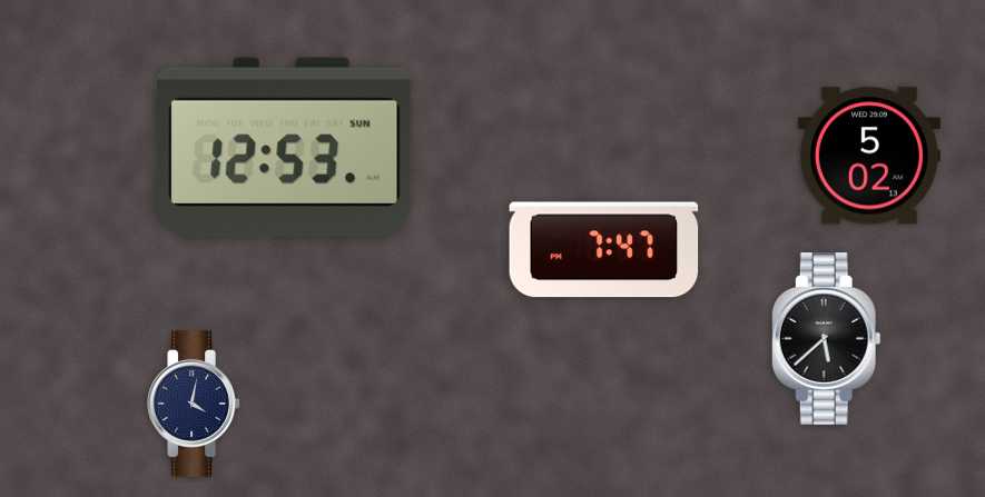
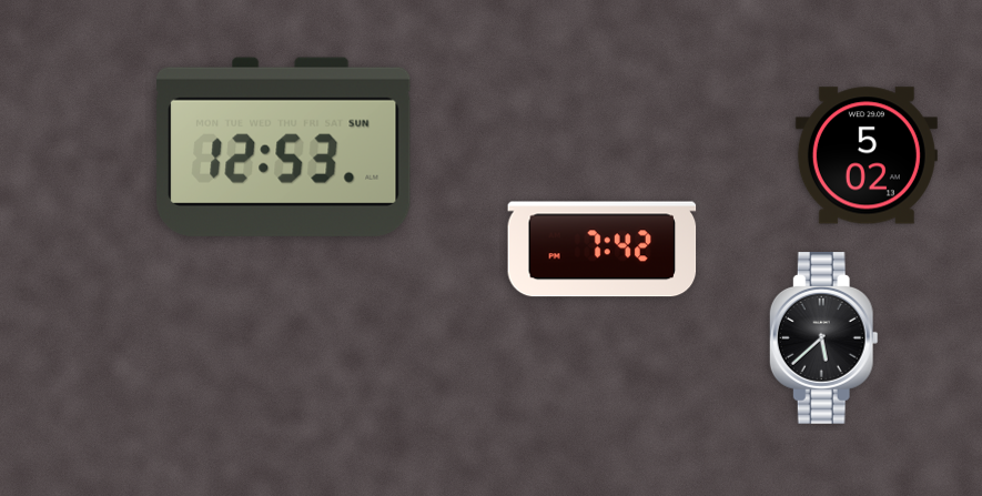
clock at (604, 250): 7:47 -> 7:42
clock at (194, 404): 4:02 -> none
